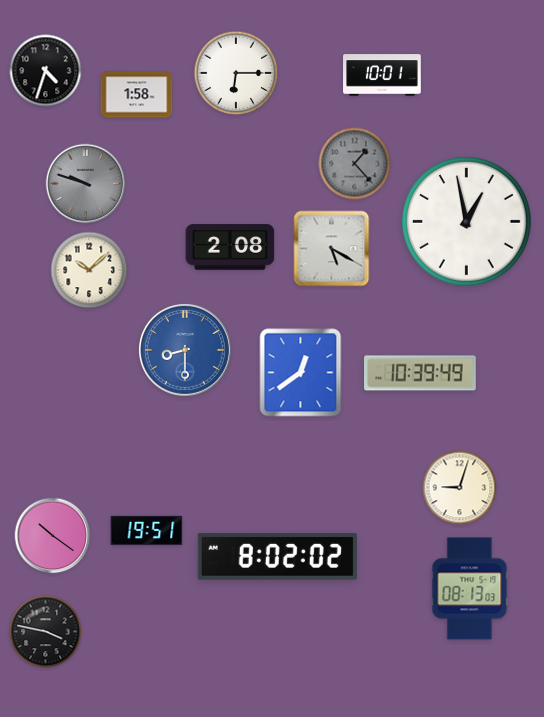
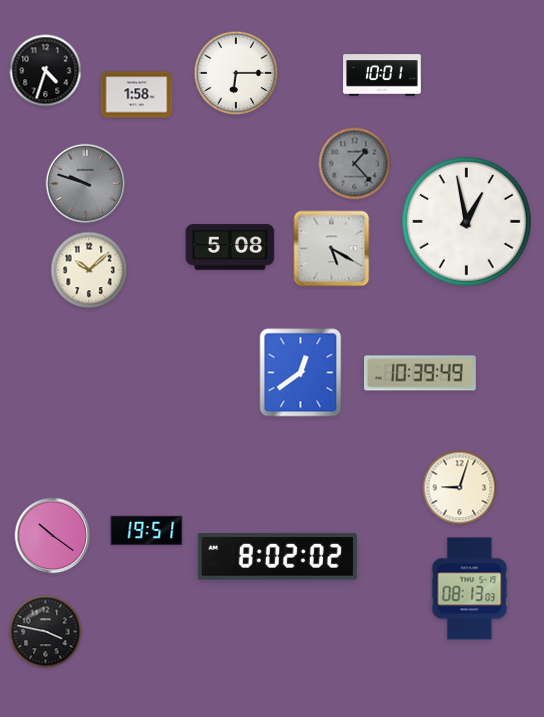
clock at (230, 247): 2:08 -> 5:08
clock at (185, 350): 8:30 -> none
